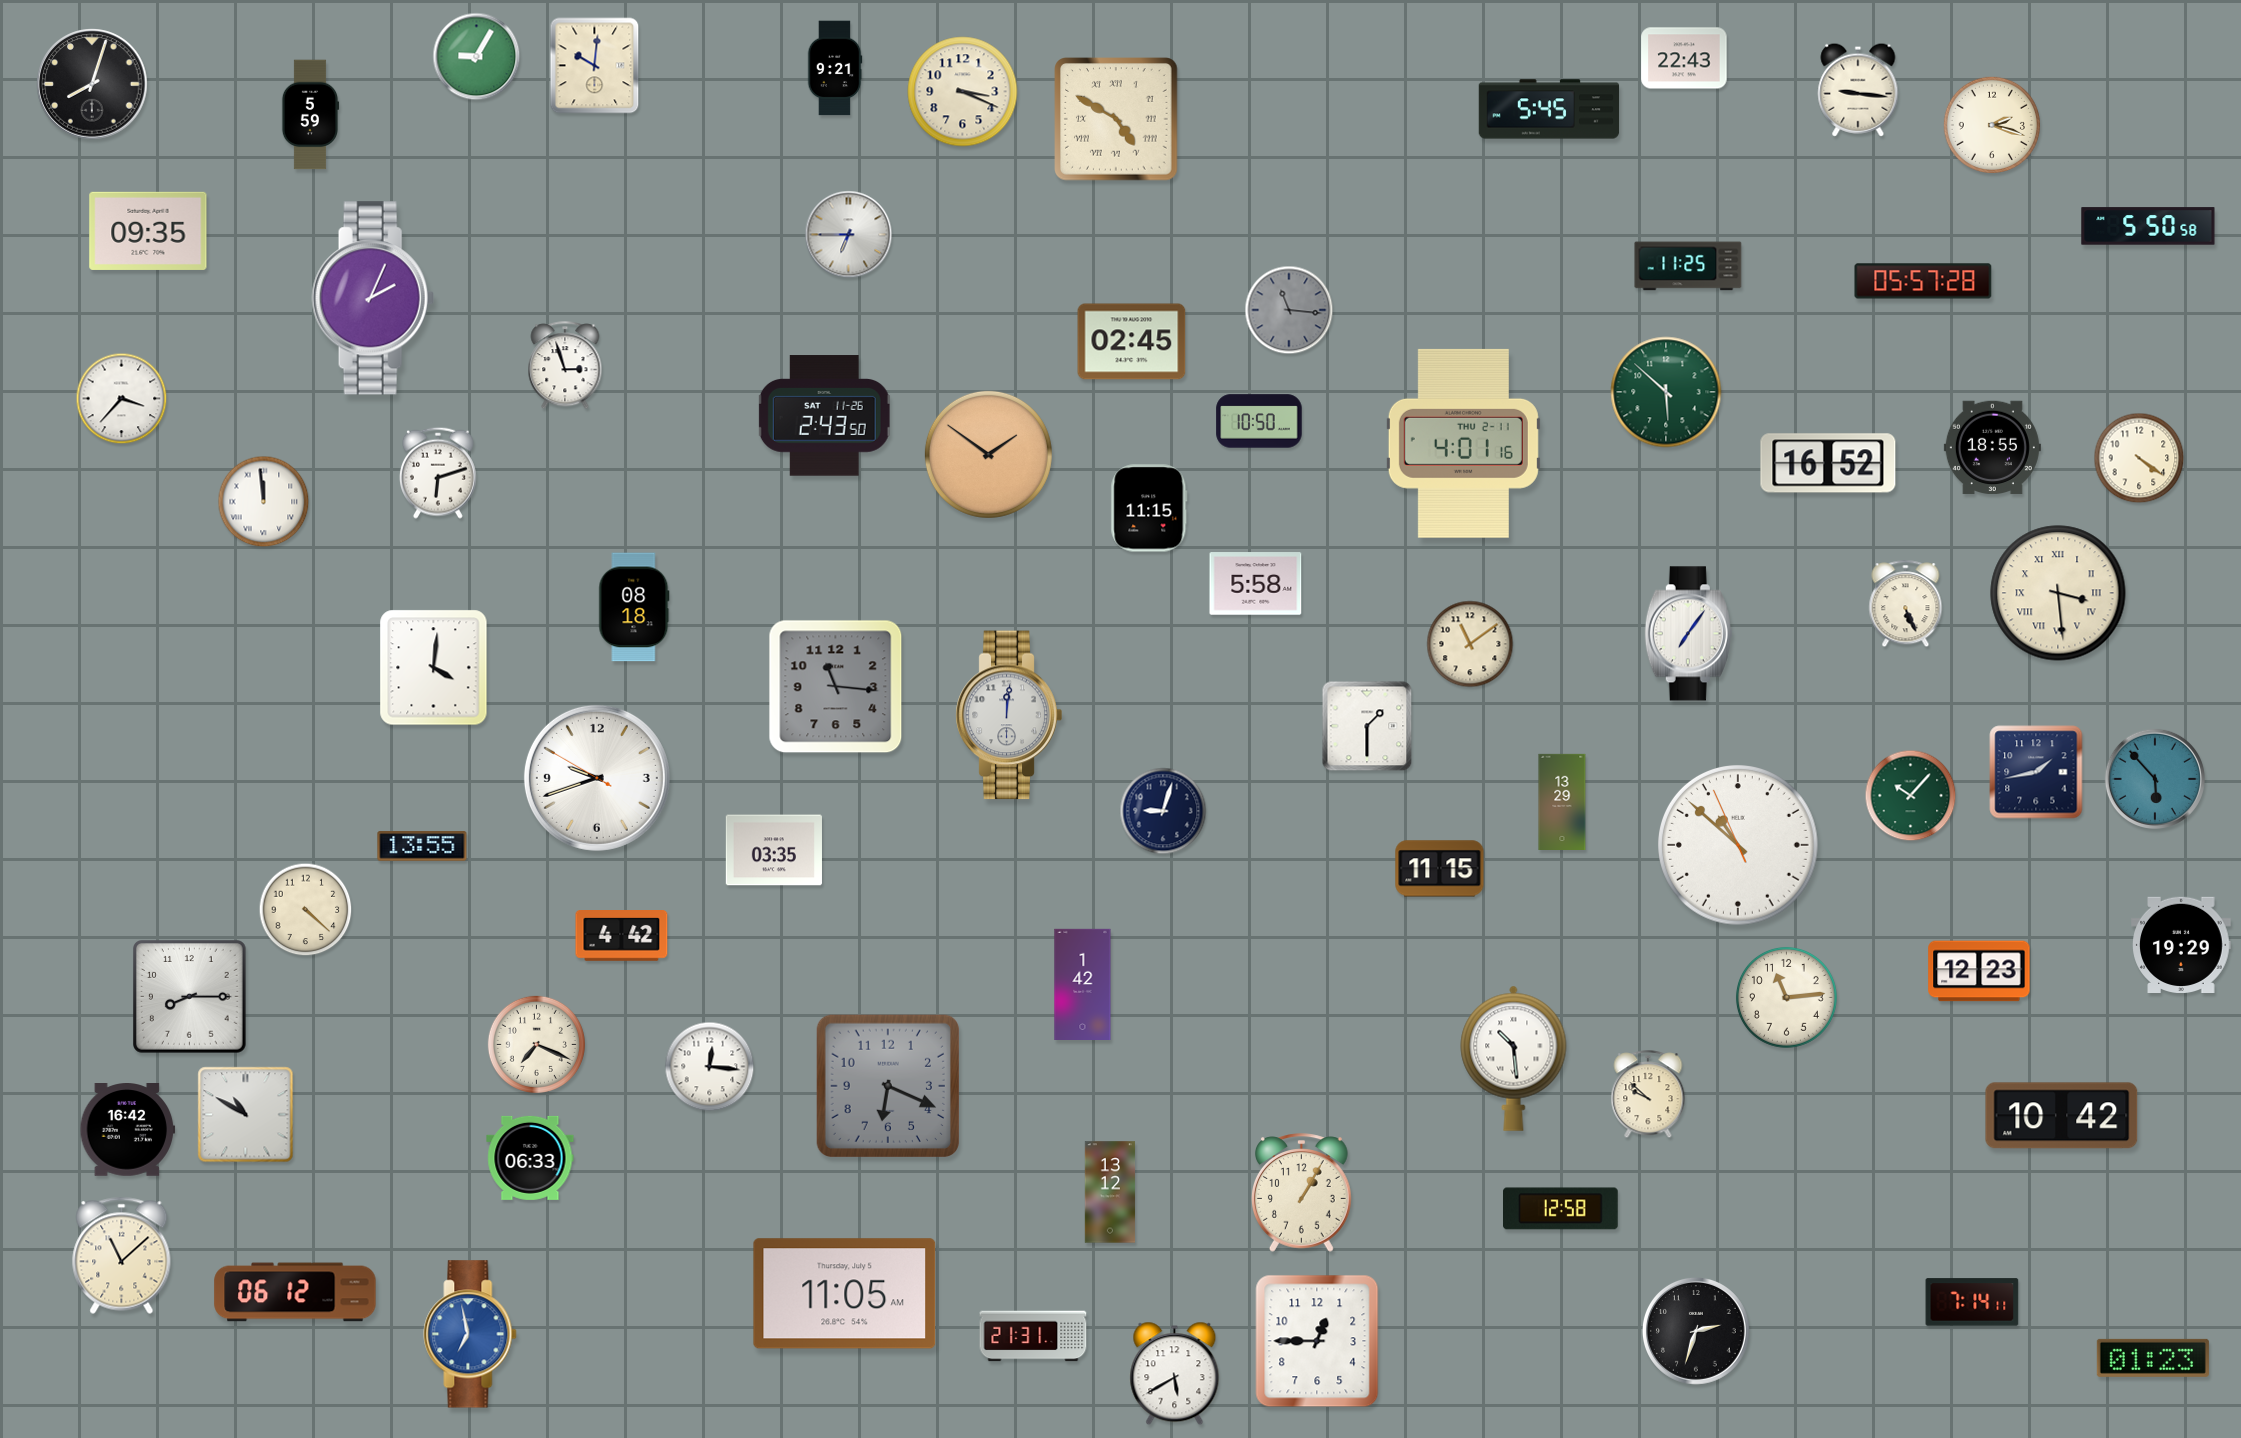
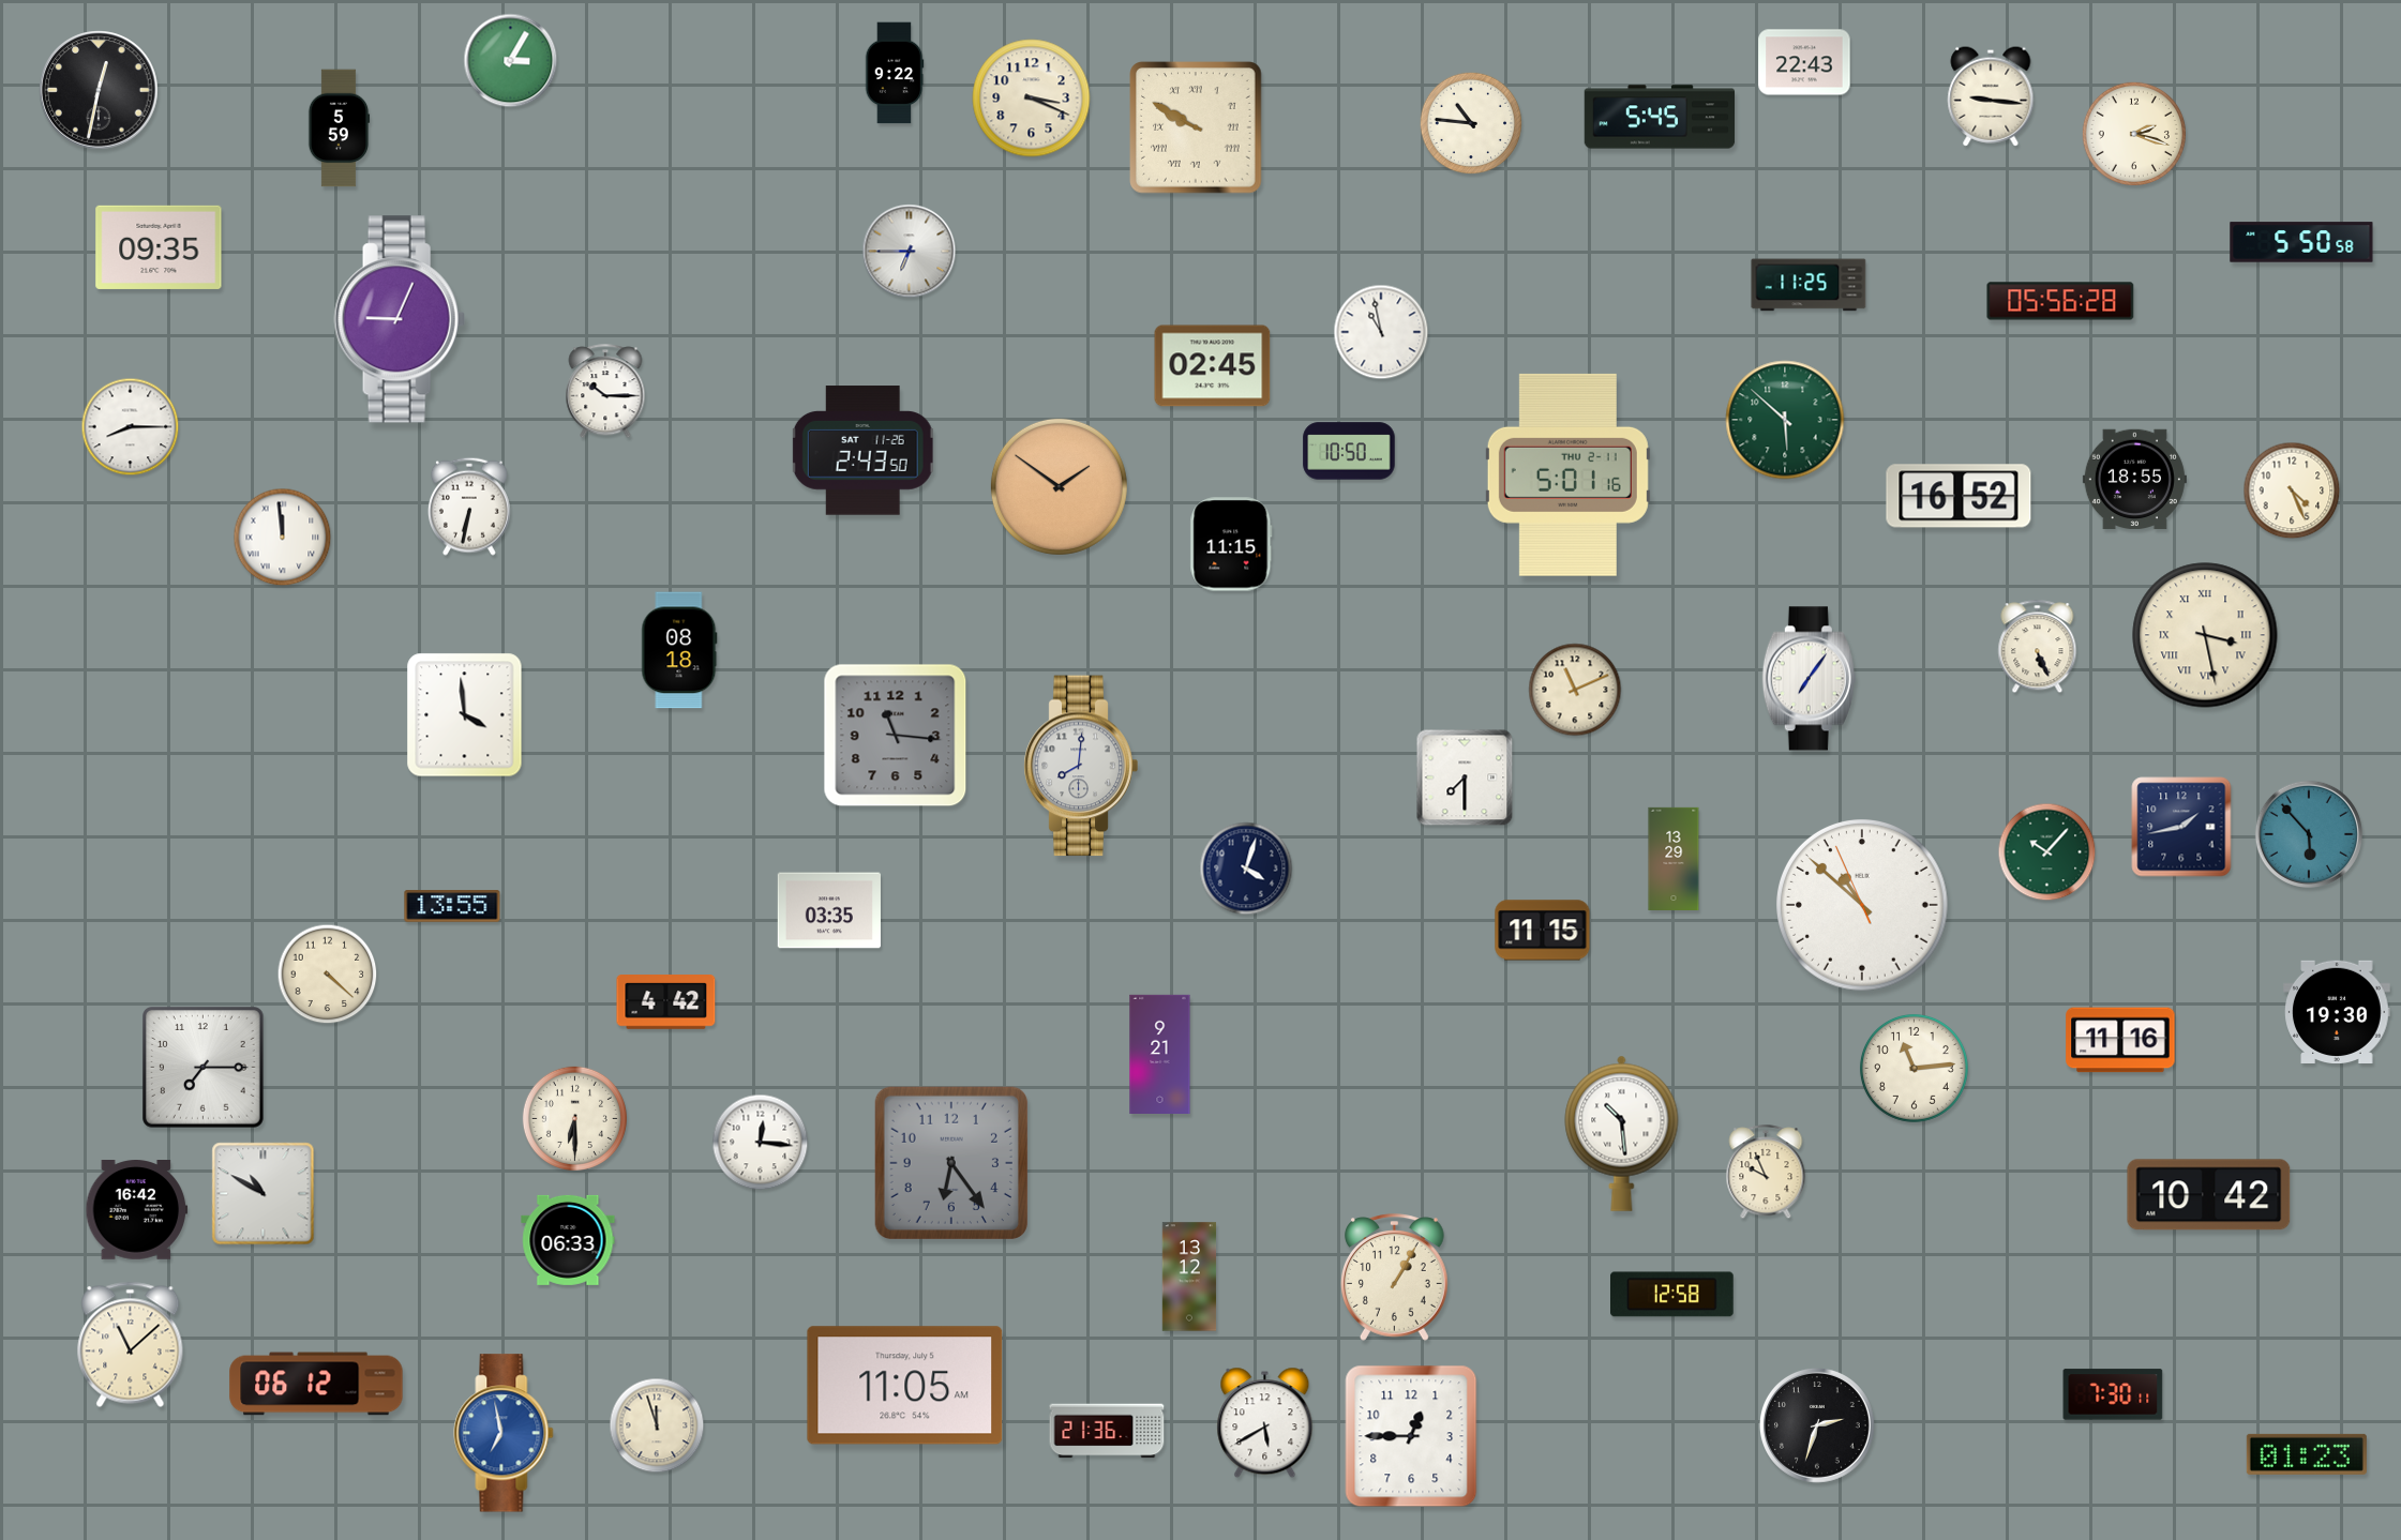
clock at (477, 57): 9:05 -> 3:05
clock at (595, 66): 10:01 -> none
clock at (835, 68): 9:21 -> 9:22
clock at (92, 84): 8:03 -> 12:32
clock at (310, 115) position: (310, 115) -> (339, 129)
clock at (1471, 123): none -> 10:46
clock at (1116, 119): 4:50 -> 9:50
clock at (1923, 281): 05:57 -> 05:56
clock at (373, 298): 2:04 -> 9:04
clock at (1289, 310): 11:16 -> 10:58
clock at (1289, 310) dial: grey -> white
clock at (565, 366): 2:57 -> 10:15
clock at (122, 399): 3:37 -> 8:15
clock at (824, 416) position: (824, 416) -> (862, 451)
clock at (1463, 443): 4:01 -> 5:01
clock at (2139, 458): 4:21 -> 4:26
clock at (438, 473): 6:12 -> 6:32
clock at (1256, 584): 5:58 -> none
clock at (2058, 593): 3:29 -> 3:28
clock at (1906, 604) position: (1906, 604) -> (2038, 647)
clock at (1470, 644): 11:09 -> 11:11
clock at (434, 668): 4:01 -> 3:59
clock at (1009, 715): 12:01 -> 8:01
clock at (1367, 726): 1:30 -> 7:30
clock at (597, 778): 9:41 -> none
clock at (1163, 811): 9:03 -> 4:03
clock at (2181, 944): 19:29 -> 19:30
clock at (1979, 971): 12:23 -> 11:16
clock at (1083, 984): 1:42 -> 9:21
clock at (190, 997): 8:15 -> 7:15
clock at (536, 1044): 7:19 -> 6:30
clock at (888, 1086): 6:19 -> 6:24
clock at (1648, 1095): 9:52 -> 9:56
clock at (1972, 1302): 7:14 -> 7:30
clock at (657, 1425): none -> 11:57
clock at (470, 1334) position: (470, 1334) -> (504, 1433)
clock at (1033, 1336): 21:31 -> 21:36
clock at (1175, 1374) position: (1175, 1374) -> (1265, 1423)
